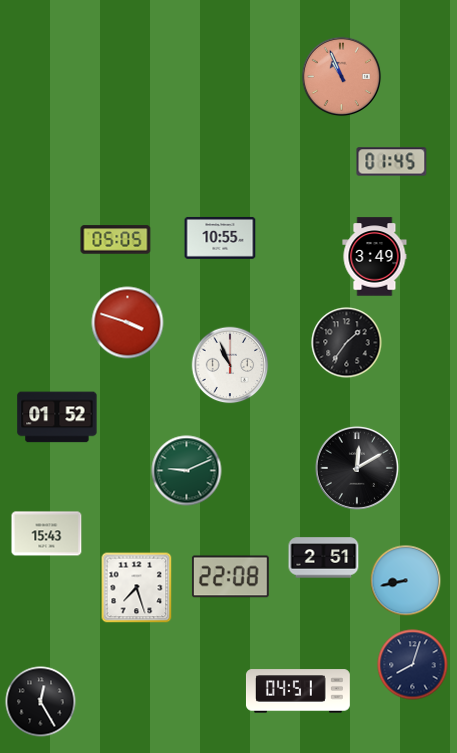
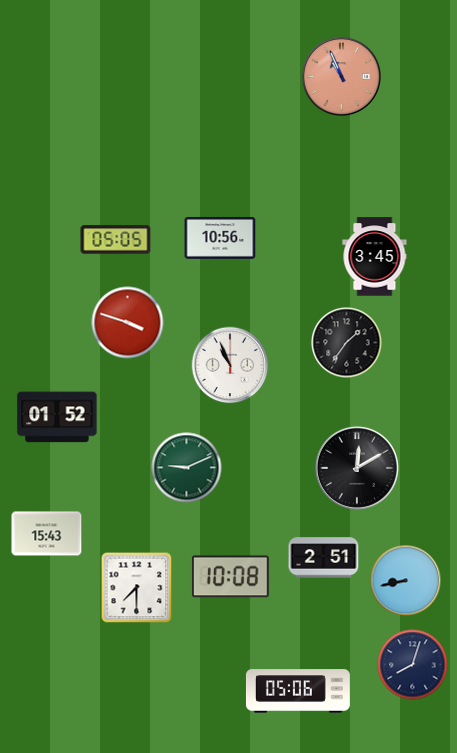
clock at (392, 162): 01:45 -> none
clock at (220, 238): 10:55 -> 10:56
clock at (375, 257): 3:49 -> 3:45
clock at (187, 471) position: (187, 471) -> (187, 468)
clock at (230, 577): 22:08 -> 10:08
clock at (137, 588): 7:27 -> 7:30
clock at (298, 691): 04:51 -> 05:06
clock at (41, 702): 12:25 -> none
